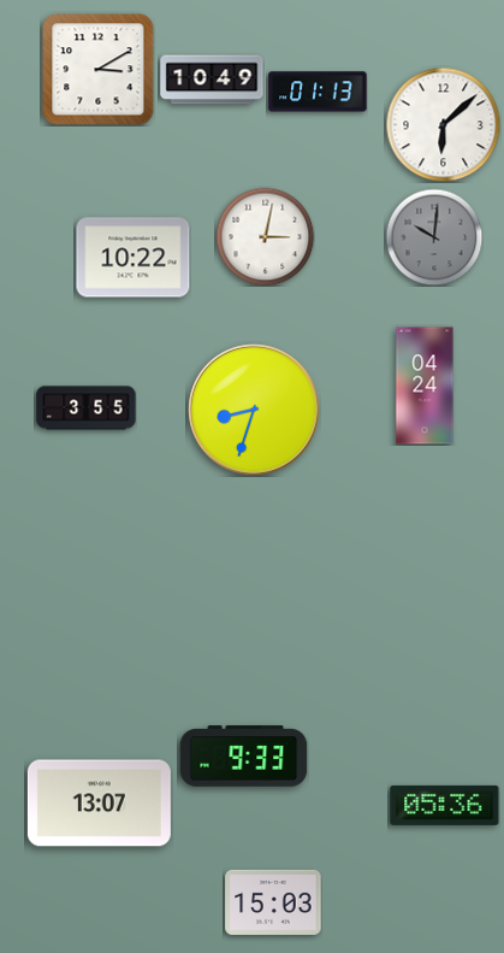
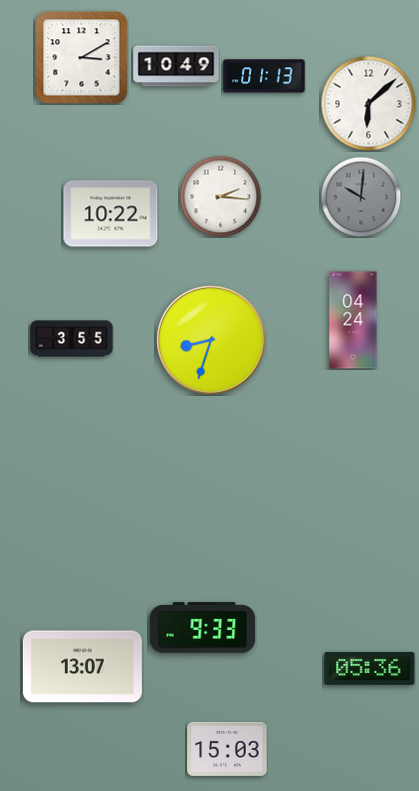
clock at (265, 236): 3:02 -> 2:16
